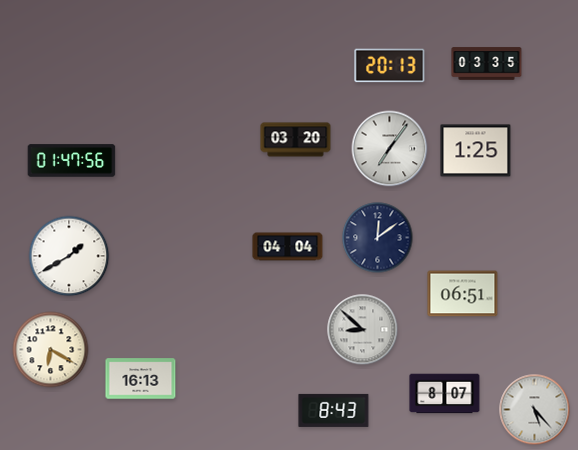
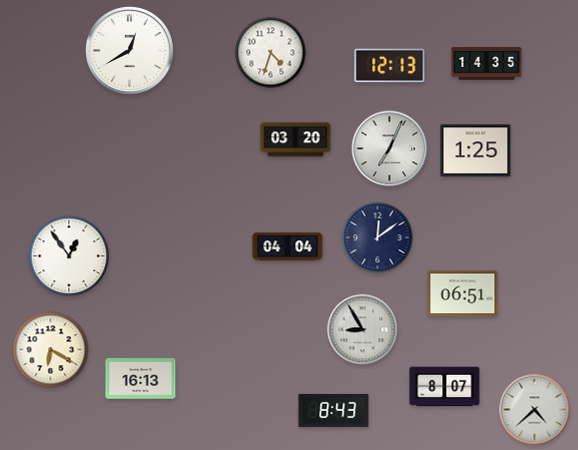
clock at (129, 50): none -> 12:40
clock at (271, 53): none -> 4:33
clock at (487, 64): 03:35 -> 14:35
clock at (390, 66): 20:13 -> 12:13
clock at (390, 149): 7:06 -> 7:04
clock at (72, 161): 01:47 -> none
clock at (69, 256): 1:40 -> 12:54
clock at (363, 330): 8:52 -> 8:55
clock at (445, 394) position: (445, 394) -> (445, 387)
clock at (535, 410): 5:23 -> 4:38
